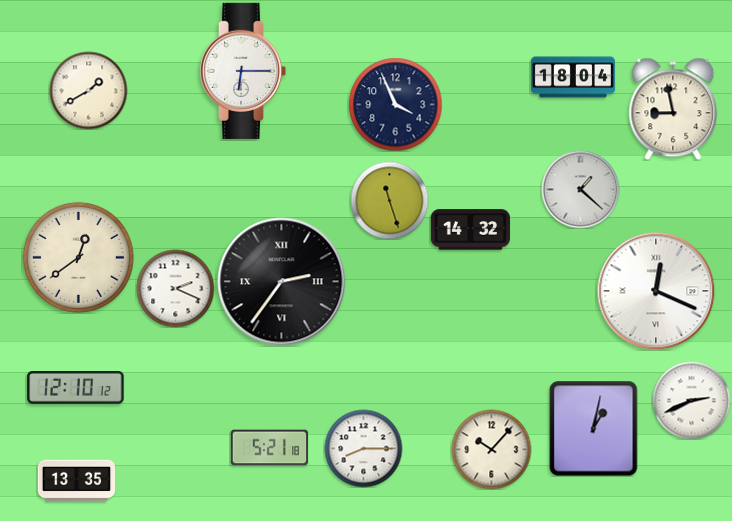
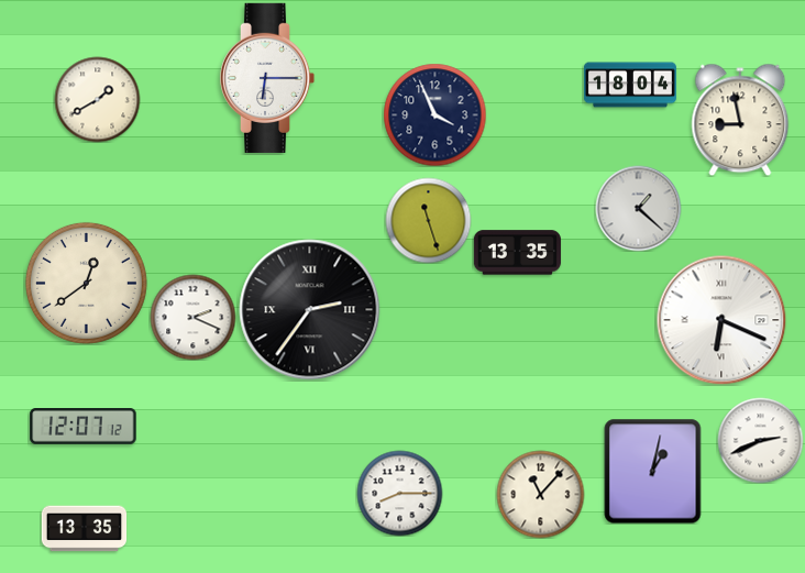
clock at (470, 230): 14:32 -> 13:35
clock at (656, 291): 12:19 -> 6:19
clock at (76, 388): 12:10 -> 12:07
clock at (269, 448): 5:21 -> none
clock at (491, 449): 10:07 -> 11:07
